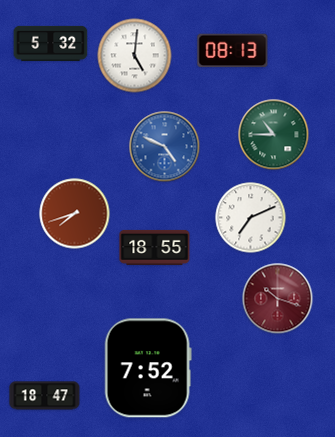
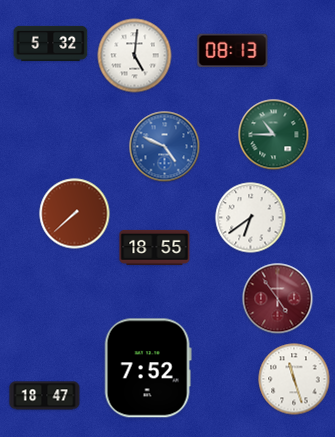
clock at (75, 214): 7:42 -> 7:38
clock at (251, 218): 7:11 -> 6:39
clock at (278, 299): 10:18 -> 4:54
clock at (294, 379): none -> 11:27
